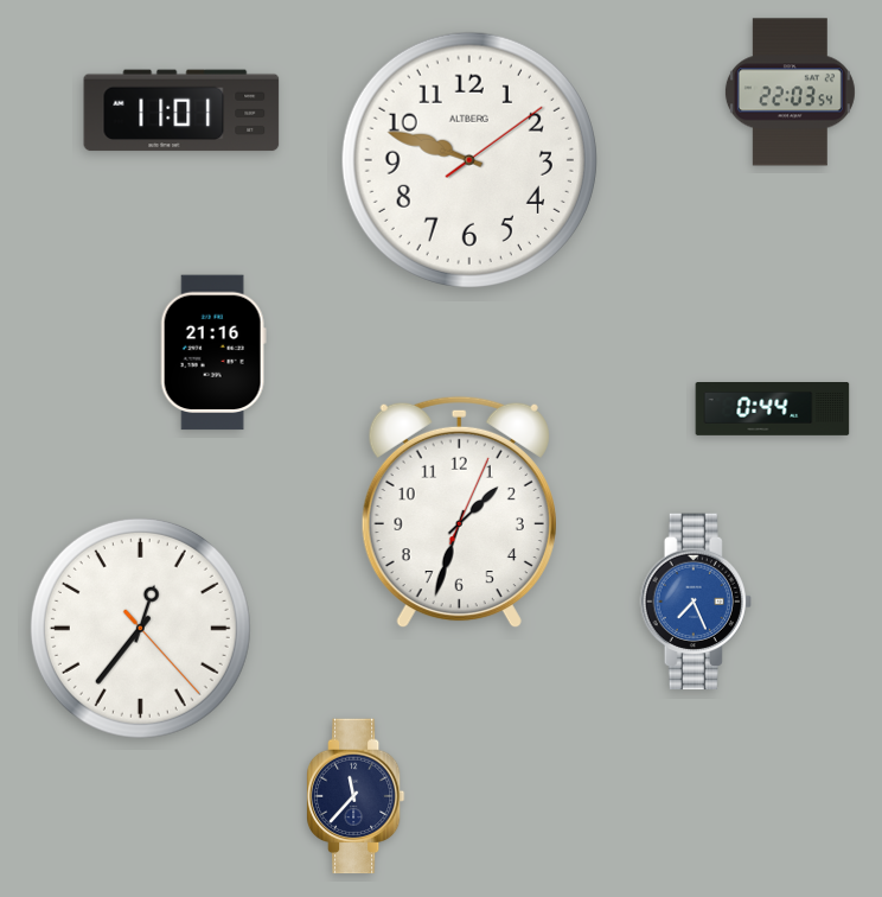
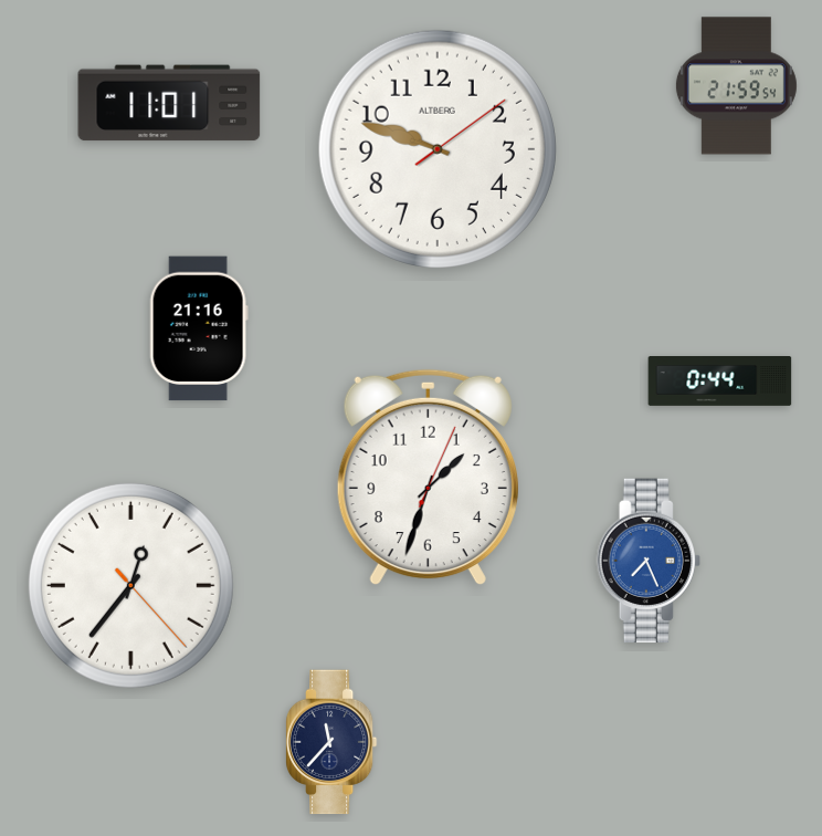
clock at (790, 93): 22:03 -> 21:59
